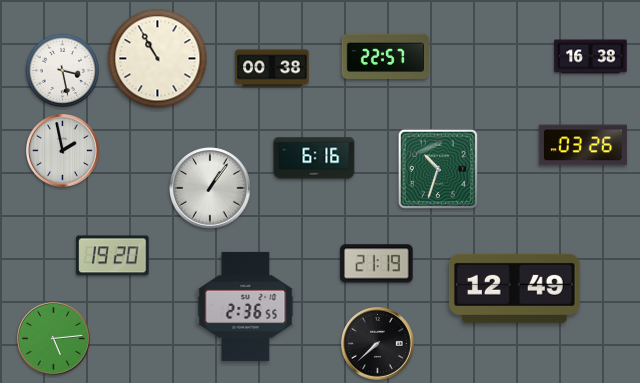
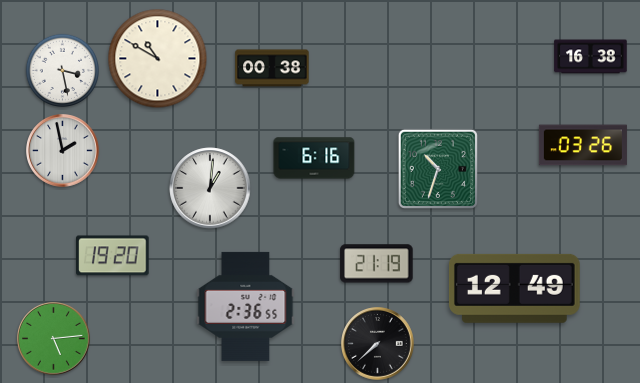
clock at (385, 56): 22:57 -> none
clock at (158, 59): 10:55 -> 10:50
clock at (210, 188): 1:06 -> 1:01
